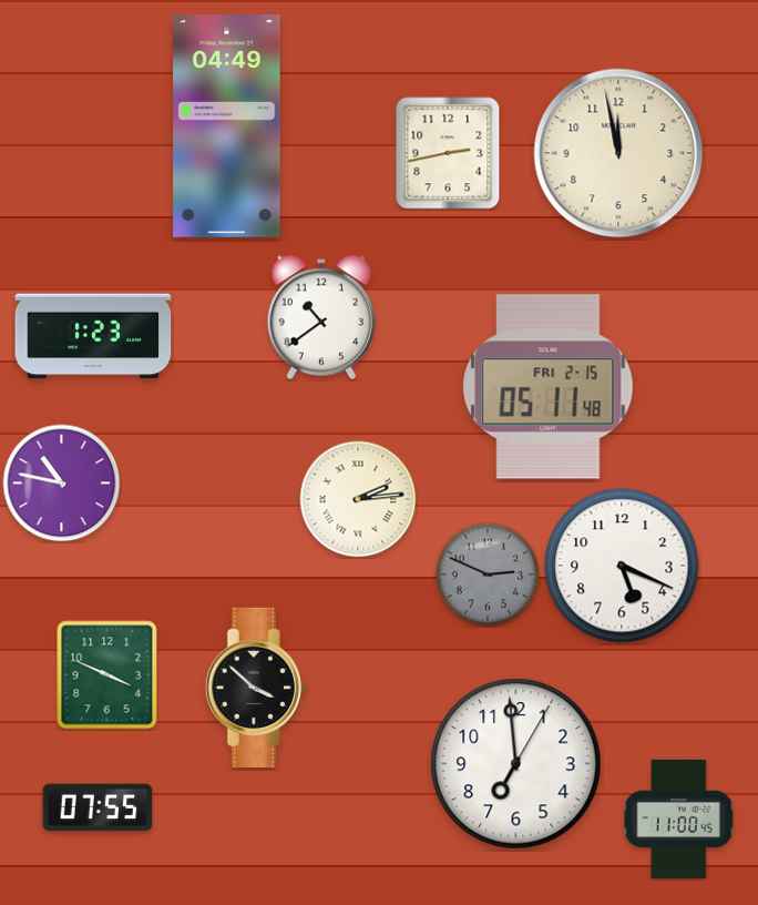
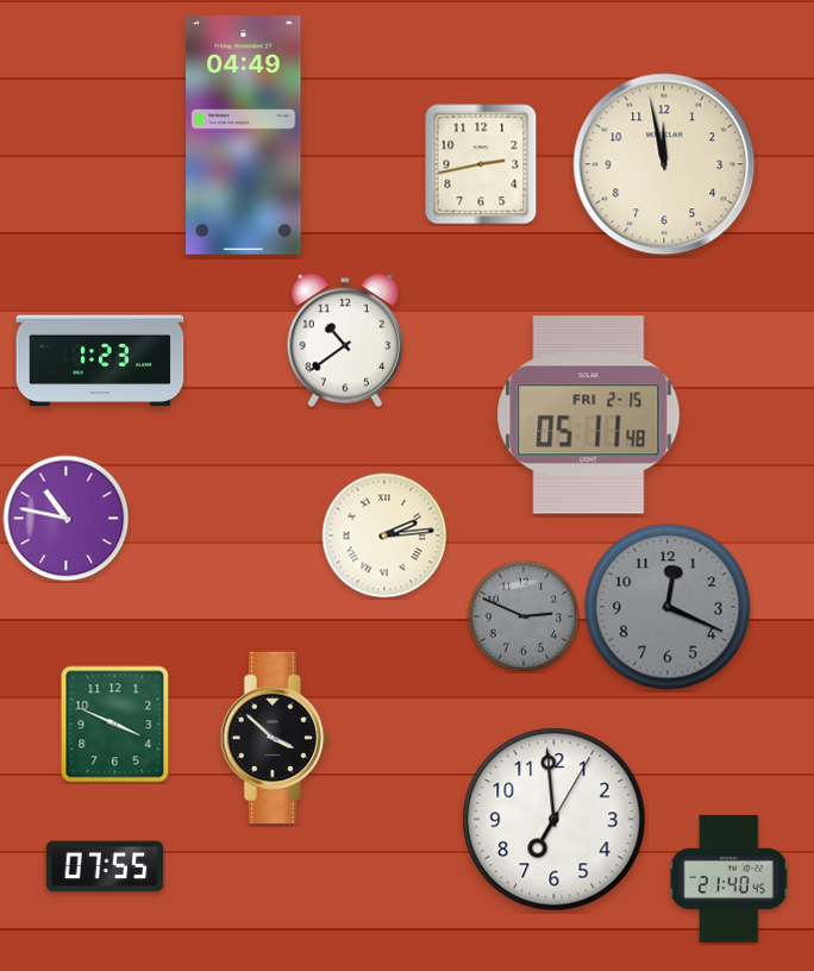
clock at (622, 566): 5:19 -> 12:19
clock at (622, 566) dial: white -> grey
clock at (678, 818): 11:00 -> 21:40
